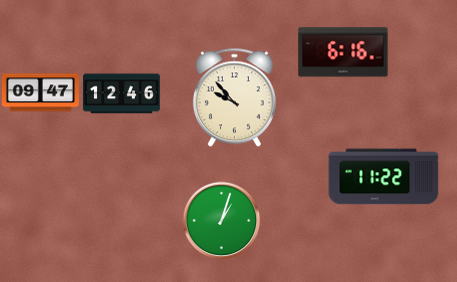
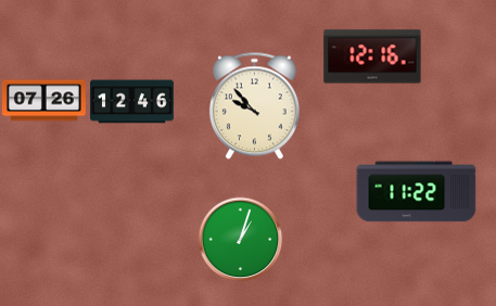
clock at (343, 52): 6:16 -> 12:16
clock at (40, 93): 09:47 -> 07:26
